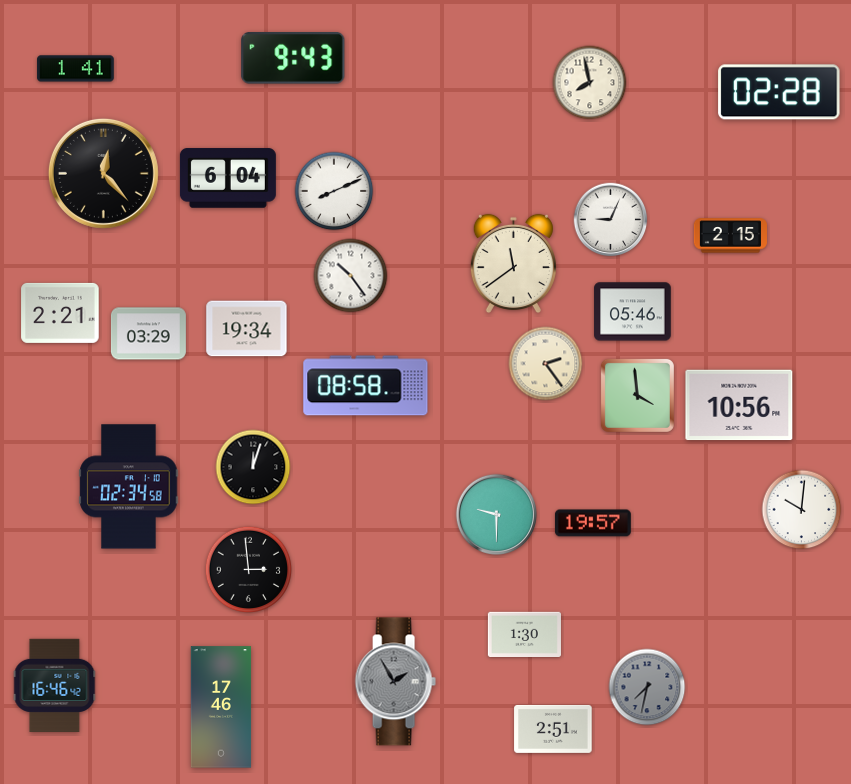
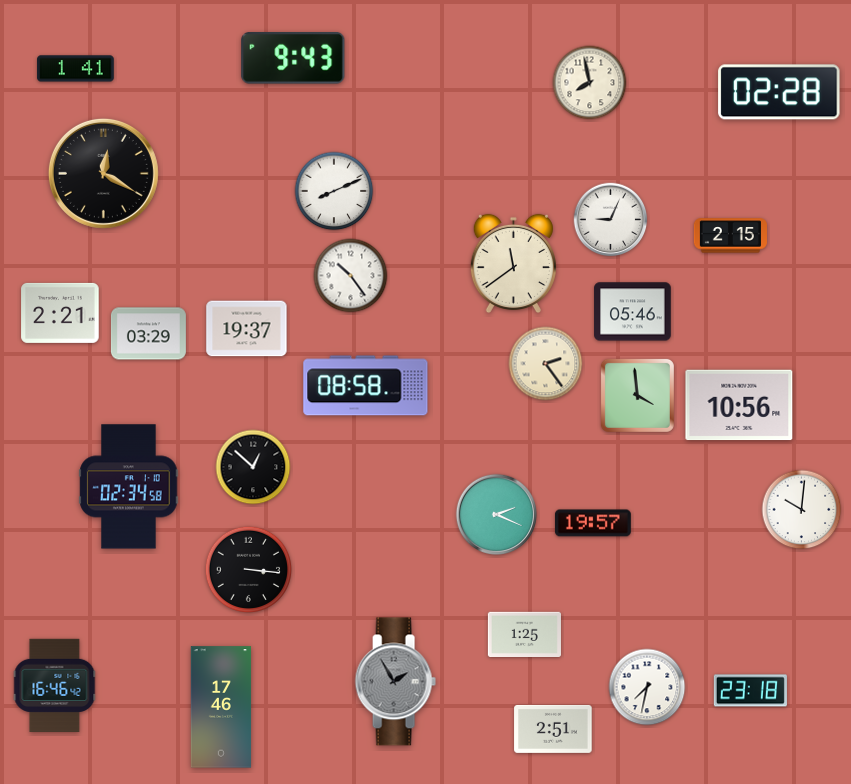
clock at (103, 173): 12:23 -> 12:20
clock at (228, 178): 6:04 -> none
clock at (247, 329): 19:34 -> 19:37
clock at (253, 467): 12:03 -> 12:52
clock at (497, 515): 9:30 -> 2:19
clock at (249, 570): 2:59 -> 3:16
clock at (524, 635): 1:30 -> 1:25
clock at (647, 687) dial: grey -> white
clock at (750, 691): none -> 23:18
